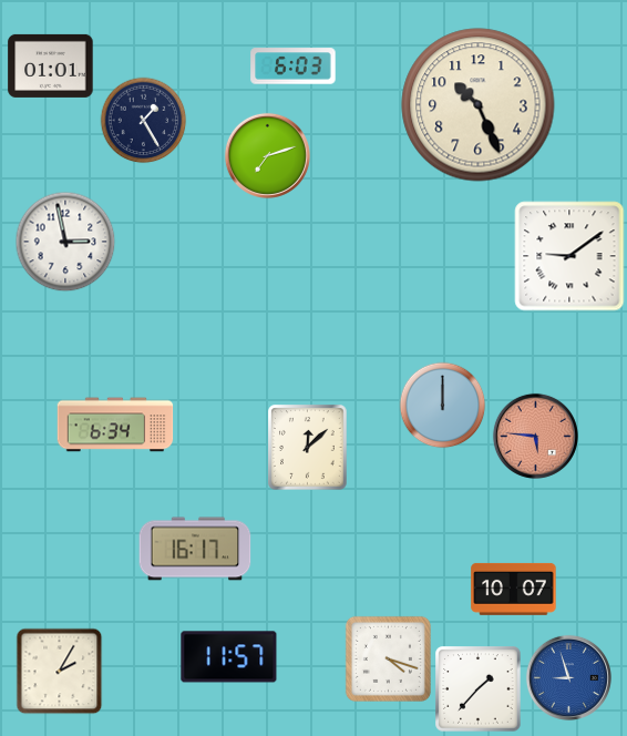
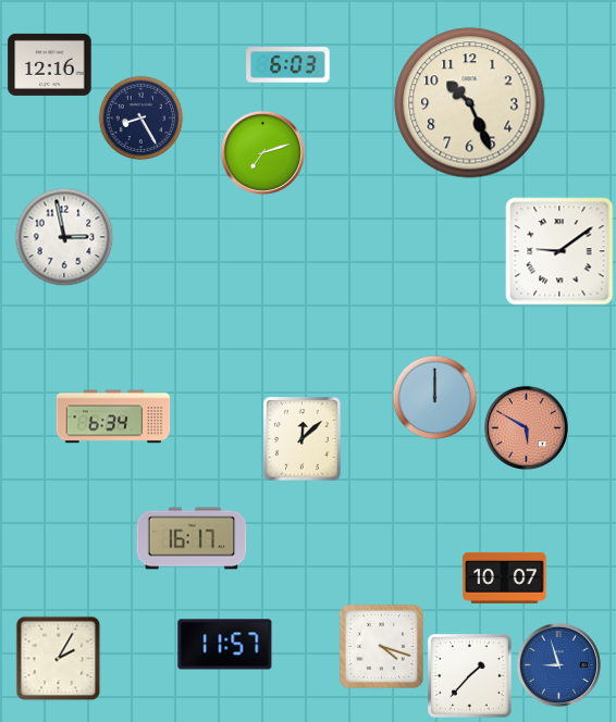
clock at (51, 65): 01:01 -> 12:16
clock at (143, 120): 1:25 -> 8:25
clock at (535, 436): 5:46 -> 5:50
